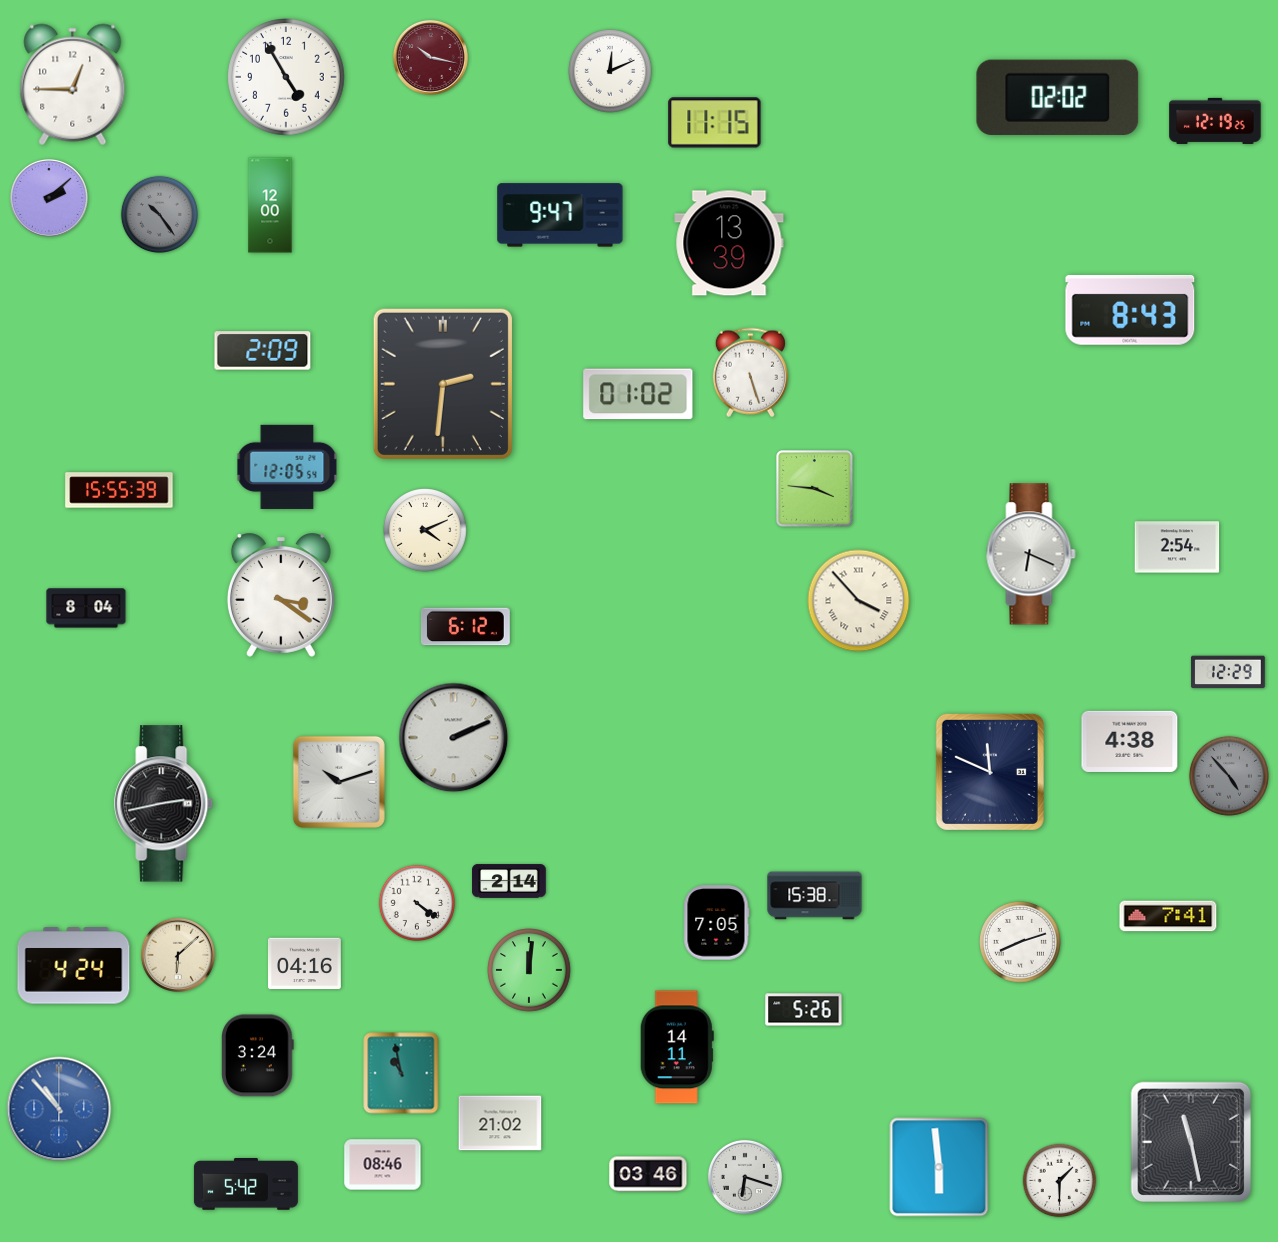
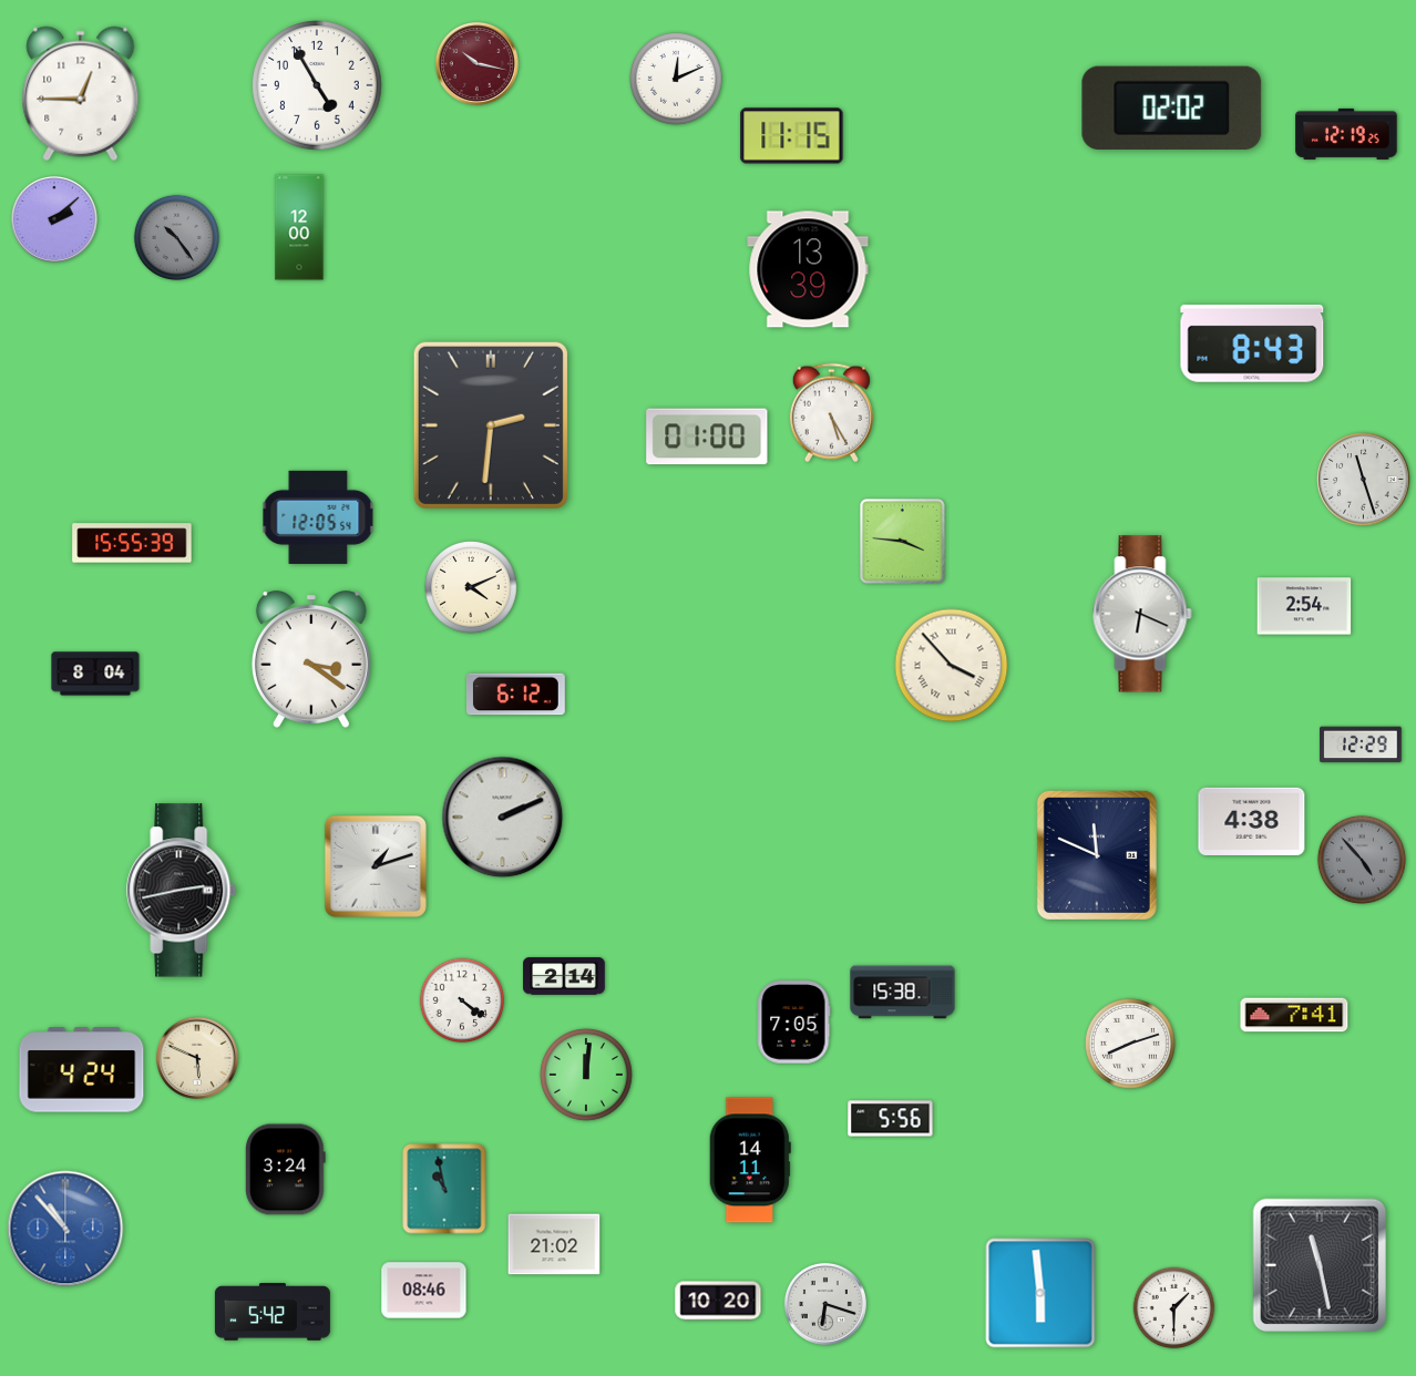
clock at (560, 215): 9:47 -> none
clock at (263, 351): 2:09 -> none
clock at (750, 373): 5:27 -> 5:25
clock at (638, 394): 01:02 -> 01:00
clock at (1364, 480): none -> 11:27
clock at (339, 782): 10:12 -> 1:12
clock at (178, 955): 6:08 -> 5:49
clock at (304, 964): 04:16 -> none
clock at (804, 1010): 5:26 -> 5:56
clock at (648, 1174): 03:46 -> 10:20
